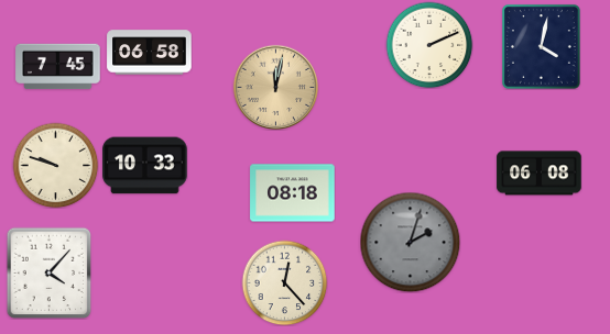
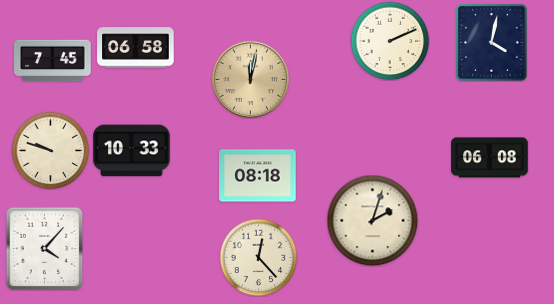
clock at (293, 193) position: (293, 193) -> (258, 176)
clock at (410, 242) dial: grey -> cream
